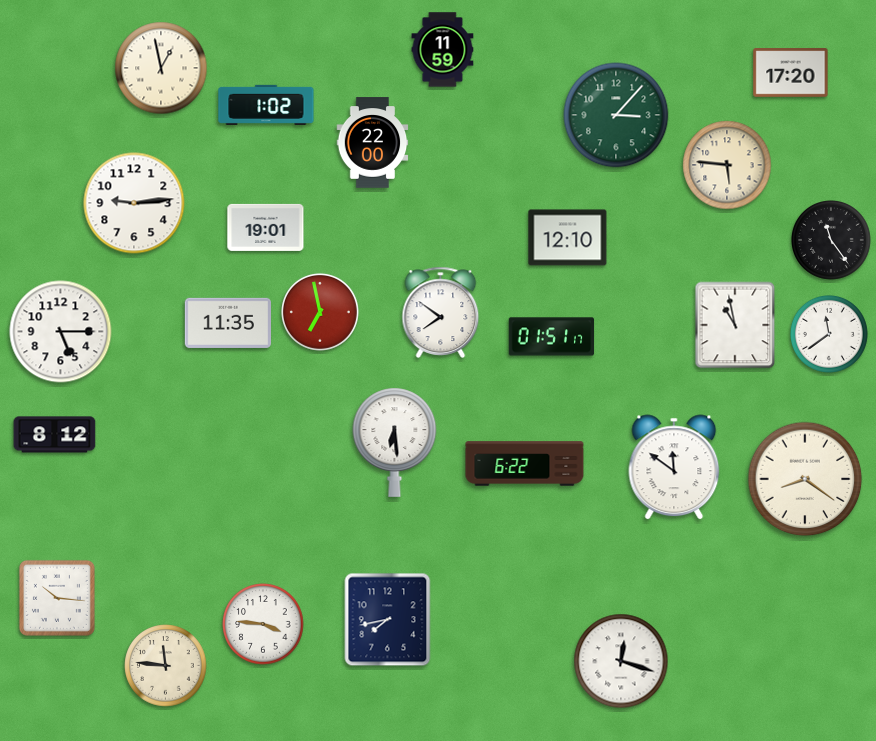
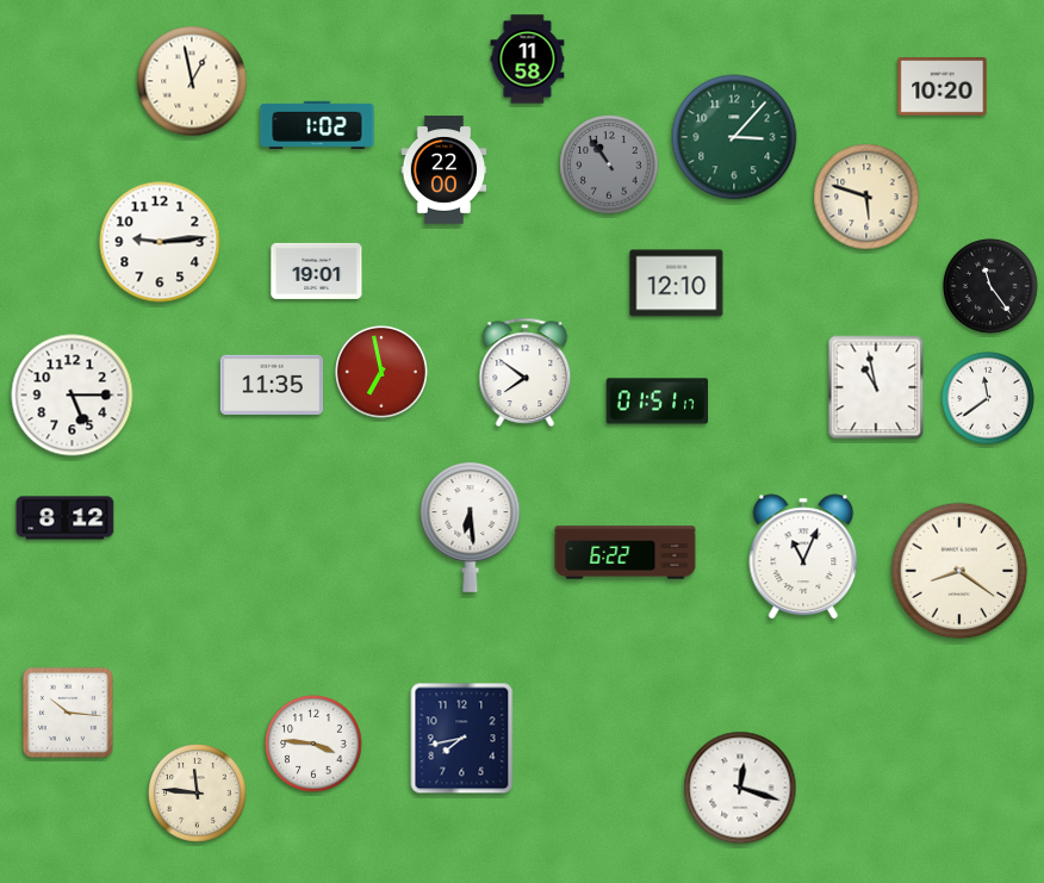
clock at (443, 50): 11:59 -> 11:58
clock at (791, 73): 17:20 -> 10:20
clock at (609, 164): none -> 10:54
clock at (727, 165): 5:46 -> 5:48
clock at (674, 467): 11:51 -> 11:04
